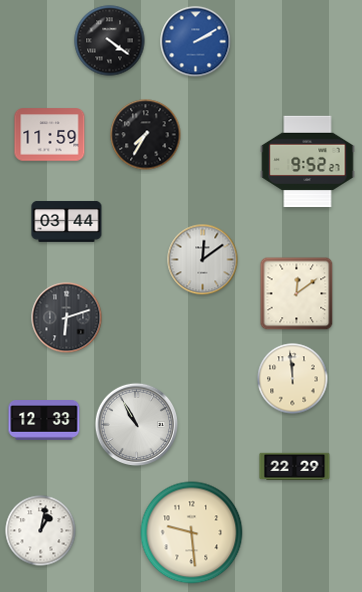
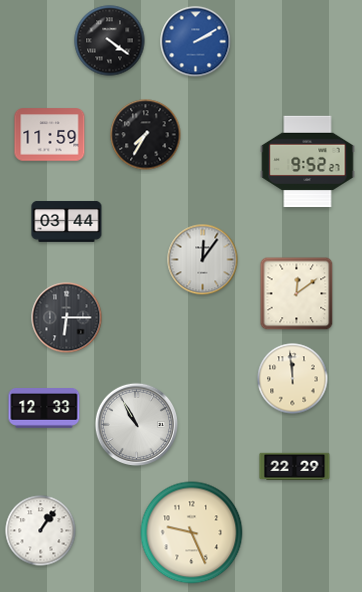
clock at (203, 260): 12:09 -> 12:06
clock at (67, 318): 6:12 -> 6:15
clock at (44, 421) position: (44, 421) -> (44, 409)
clock at (41, 531): 1:02 -> 1:06
clock at (192, 533): 9:29 -> 9:26
